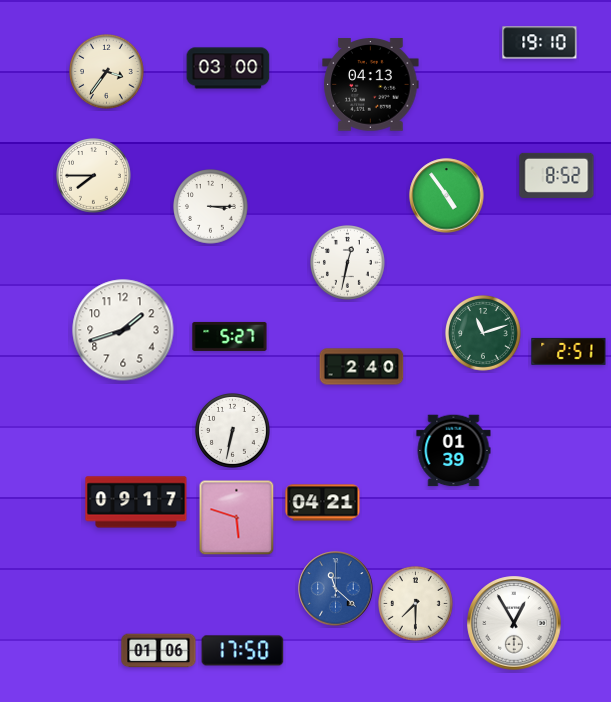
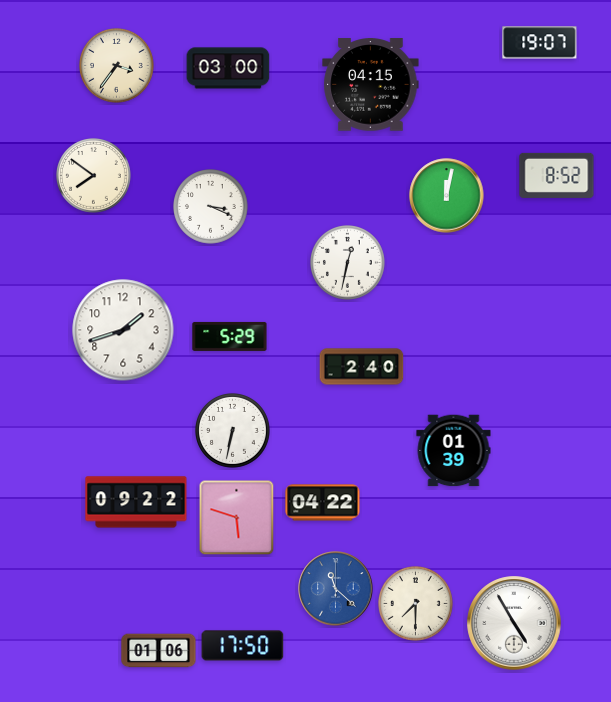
clock at (540, 43): 19:10 -> 19:07
clock at (107, 72) position: (107, 72) -> (117, 66)
clock at (371, 85): 04:13 -> 04:15
clock at (94, 176): 7:45 -> 7:51
clock at (447, 196): 4:54 -> 12:02
clock at (211, 207): 3:15 -> 3:19
clock at (484, 334): 11:12 -> none
clock at (230, 336): 5:27 -> 5:29
clock at (569, 351): 2:51 -> none
clock at (136, 502): 09:17 -> 09:22
clock at (323, 503): 04:21 -> 04:22
clock at (514, 623): 12:55 -> 4:55
clock at (243, 651) position: (243, 651) -> (243, 646)
